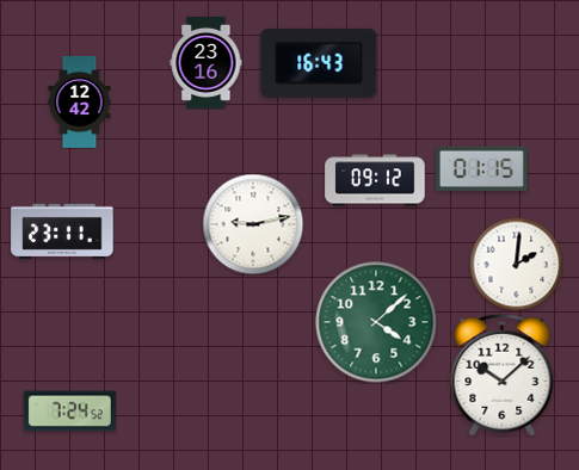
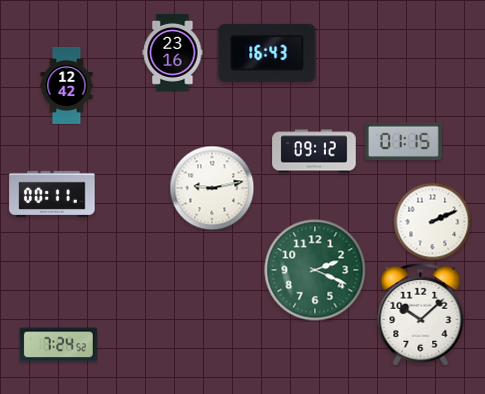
clock at (62, 231): 23:11 -> 00:11
clock at (516, 264): 2:01 -> 2:11
clock at (376, 322): 4:08 -> 2:19
